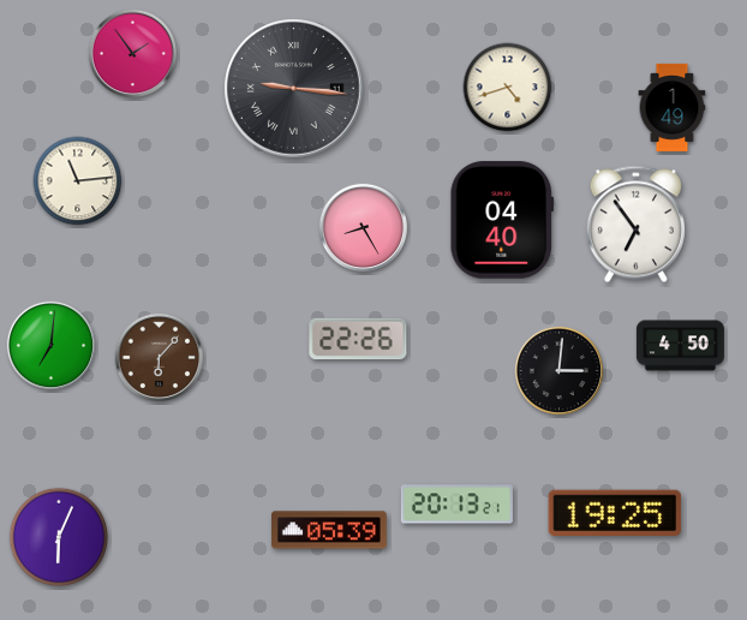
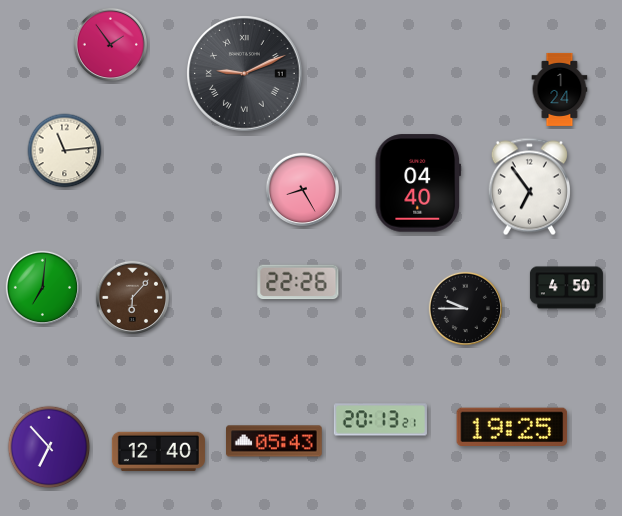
clock at (508, 88): 4:42 -> none
clock at (294, 89): 9:16 -> 9:11
clock at (673, 107): 1:49 -> 1:24
clock at (558, 370): 3:01 -> 9:45
clock at (330, 530): 05:39 -> 05:43
clock at (59, 537): 6:04 -> 6:53
clock at (158, 451): none -> 12:40
